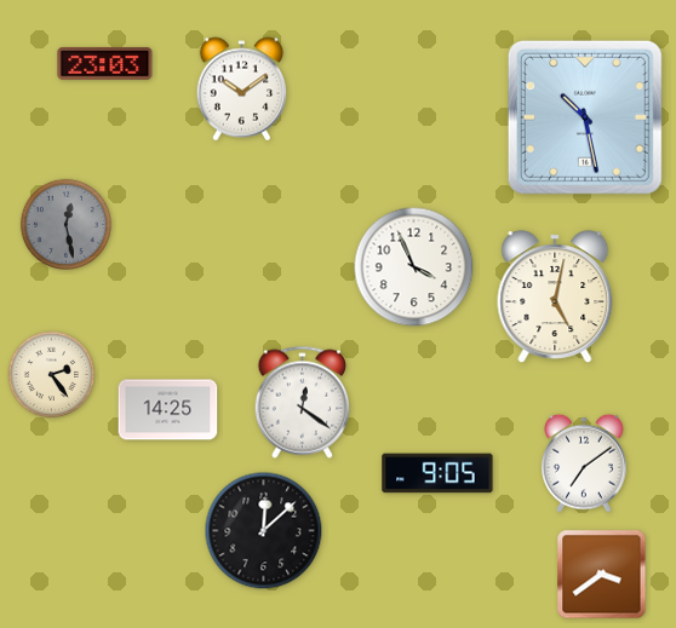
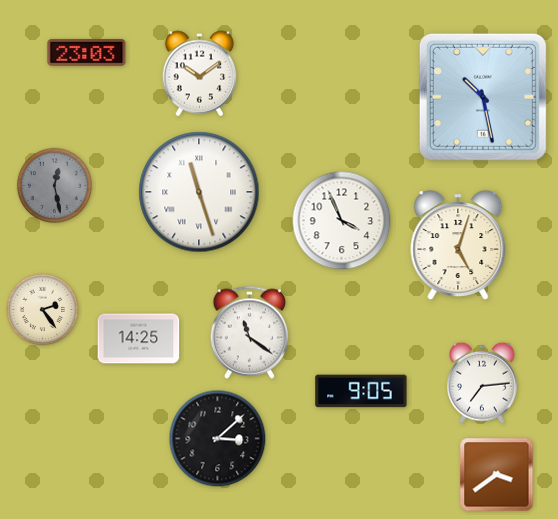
clock at (199, 192): none -> 11:27
clock at (555, 296): 5:02 -> 5:03
clock at (303, 402): 12:21 -> 11:21
clock at (585, 463): 7:09 -> 7:14
clock at (264, 531): 12:08 -> 3:08
